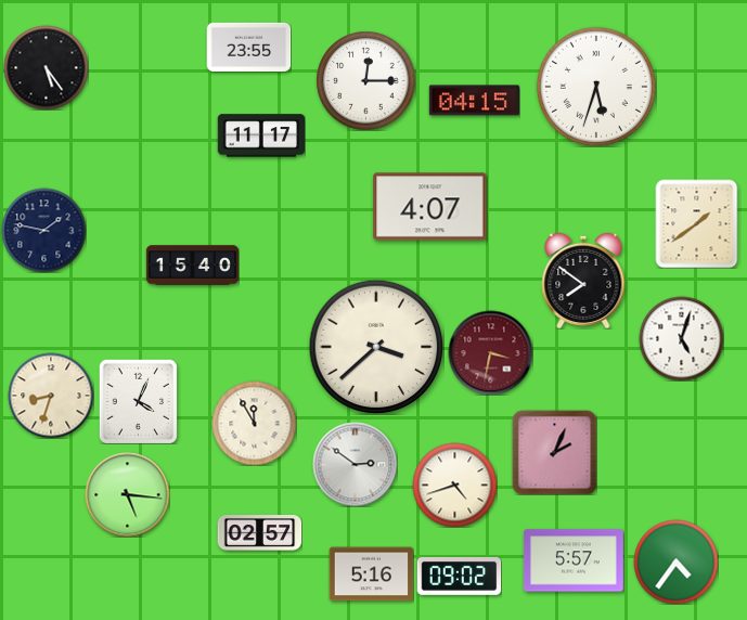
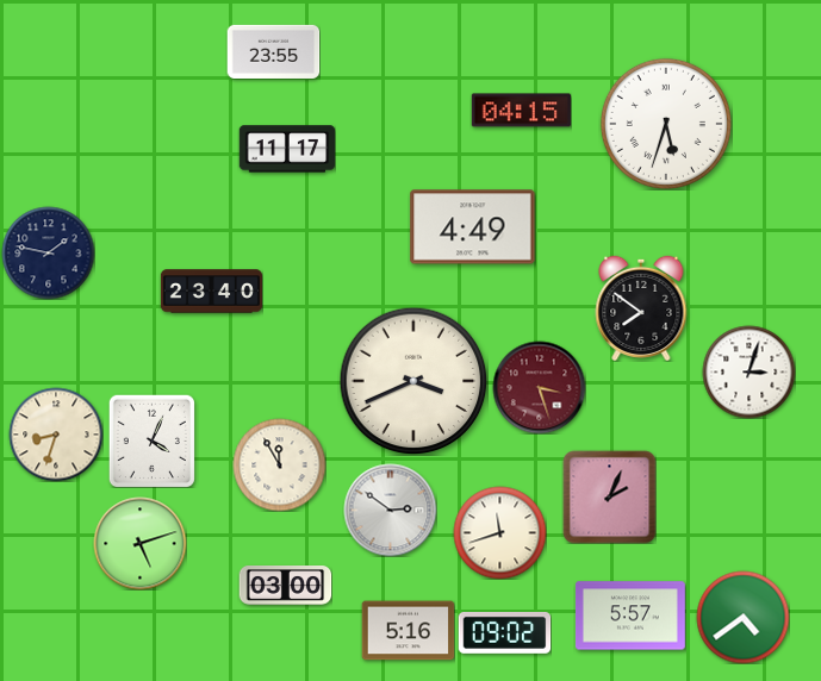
clock at (46, 67): 5:24 -> none
clock at (365, 80): 12:15 -> none
clock at (596, 87) position: (596, 87) -> (666, 124)
clock at (430, 207): 4:07 -> 4:49
clock at (697, 223): 1:39 -> none
clock at (192, 266): 15:40 -> 23:40
clock at (681, 338): 5:03 -> 3:03
clock at (376, 347): 3:38 -> 3:41
clock at (490, 352): 3:32 -> 3:27
clock at (454, 485): 4:42 -> 11:42
clock at (127, 494): 5:16 -> 5:12
clock at (259, 533): 02:57 -> 03:00
clock at (675, 561): 4:36 -> 4:39
